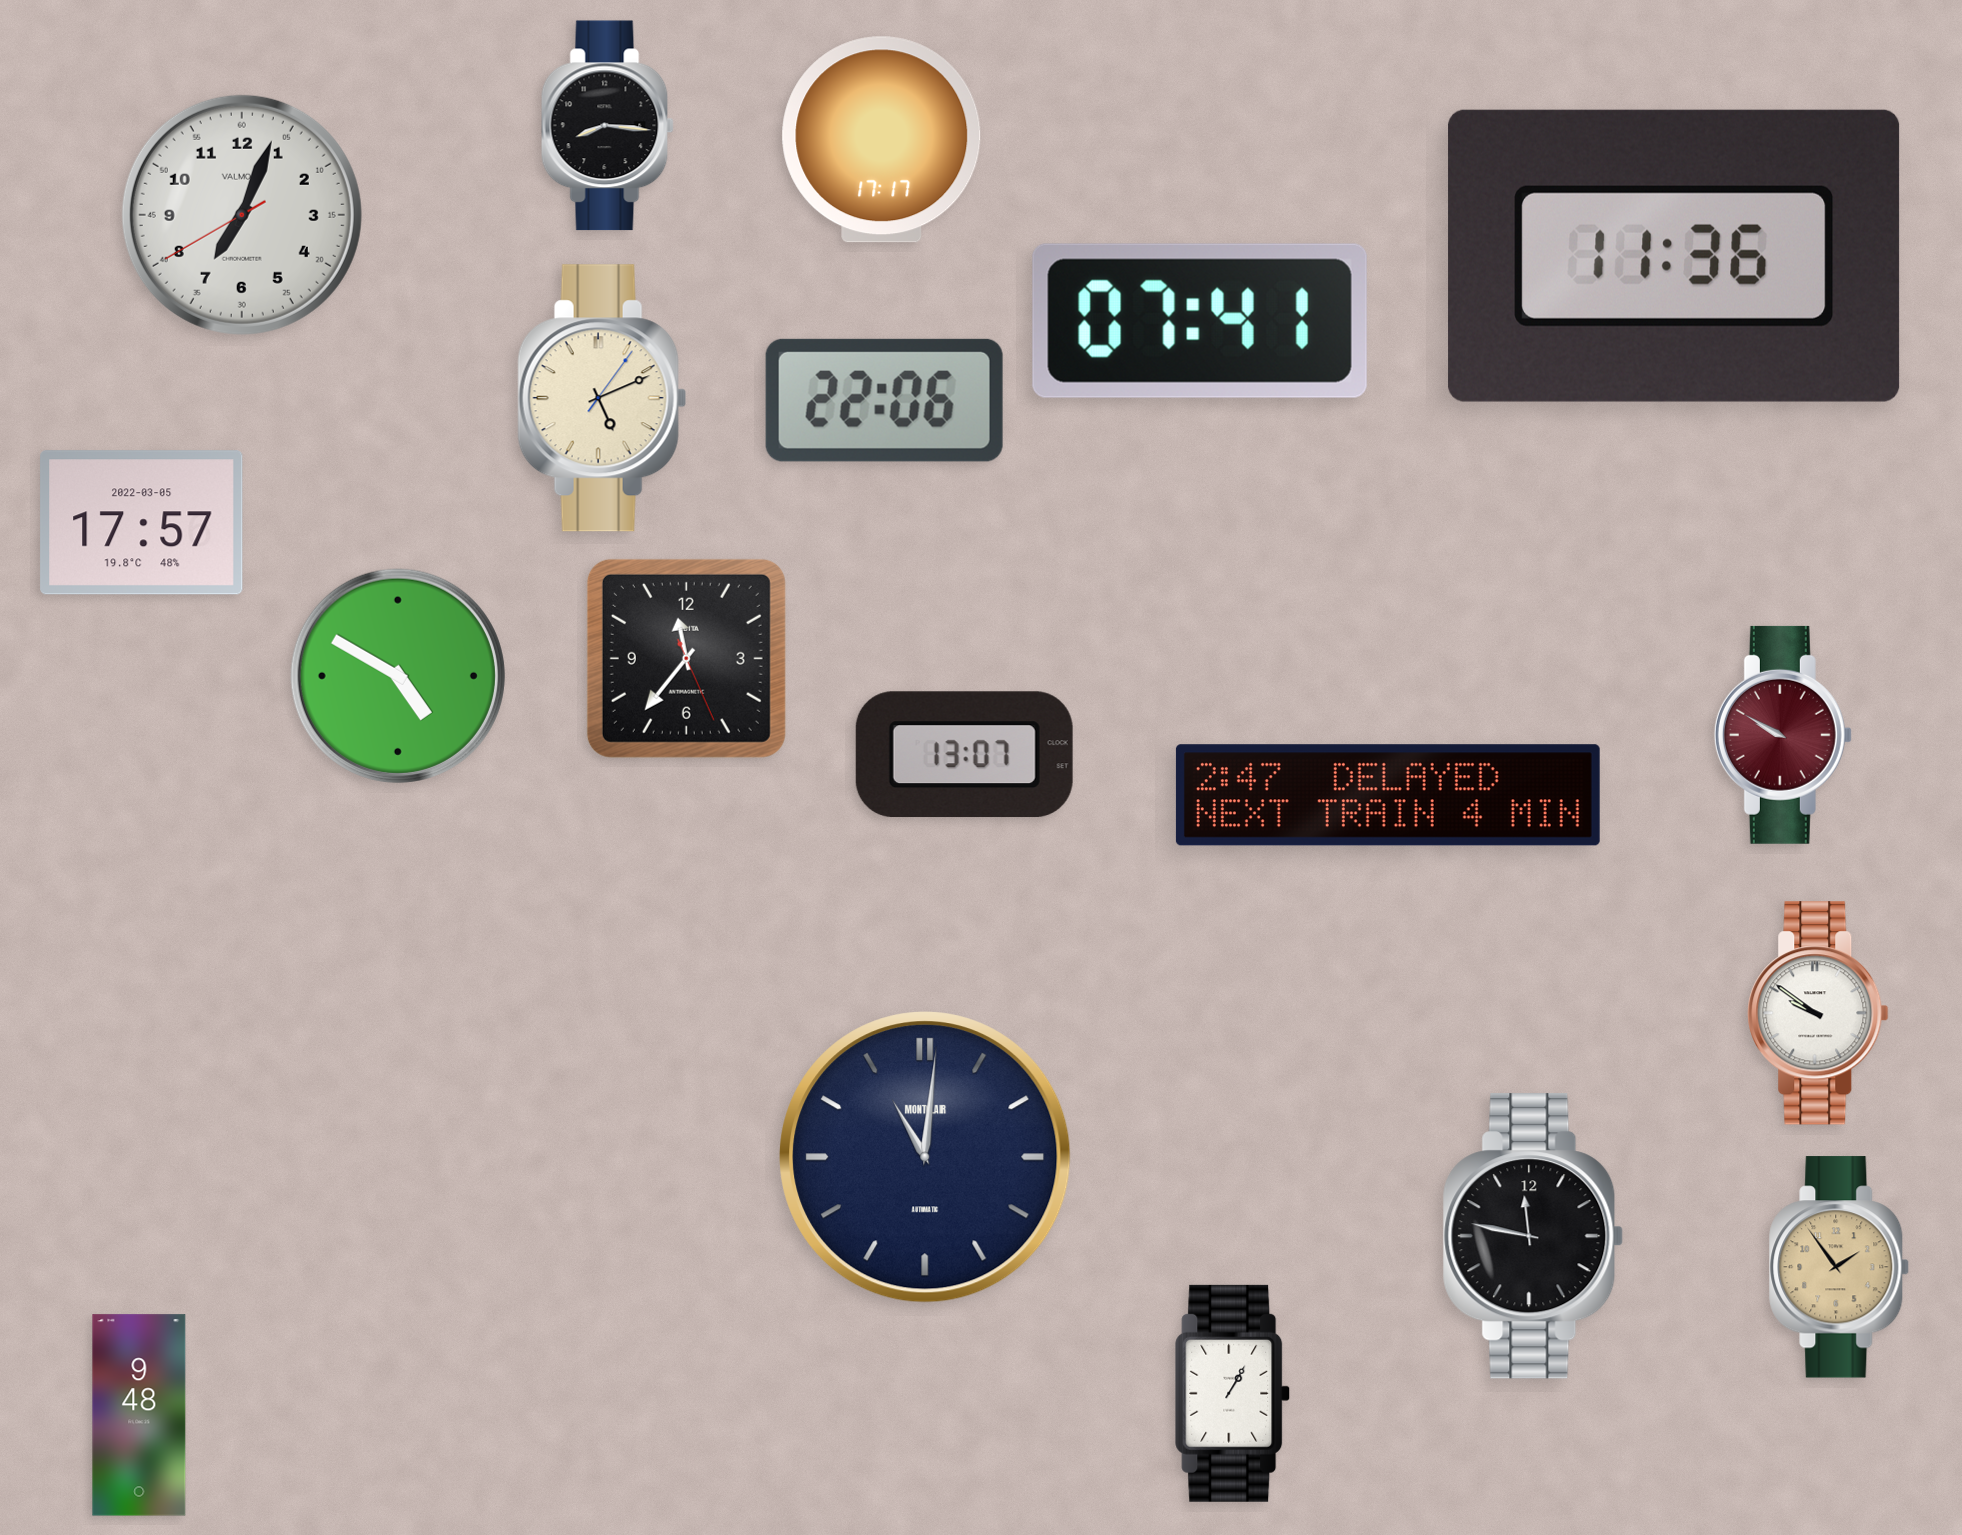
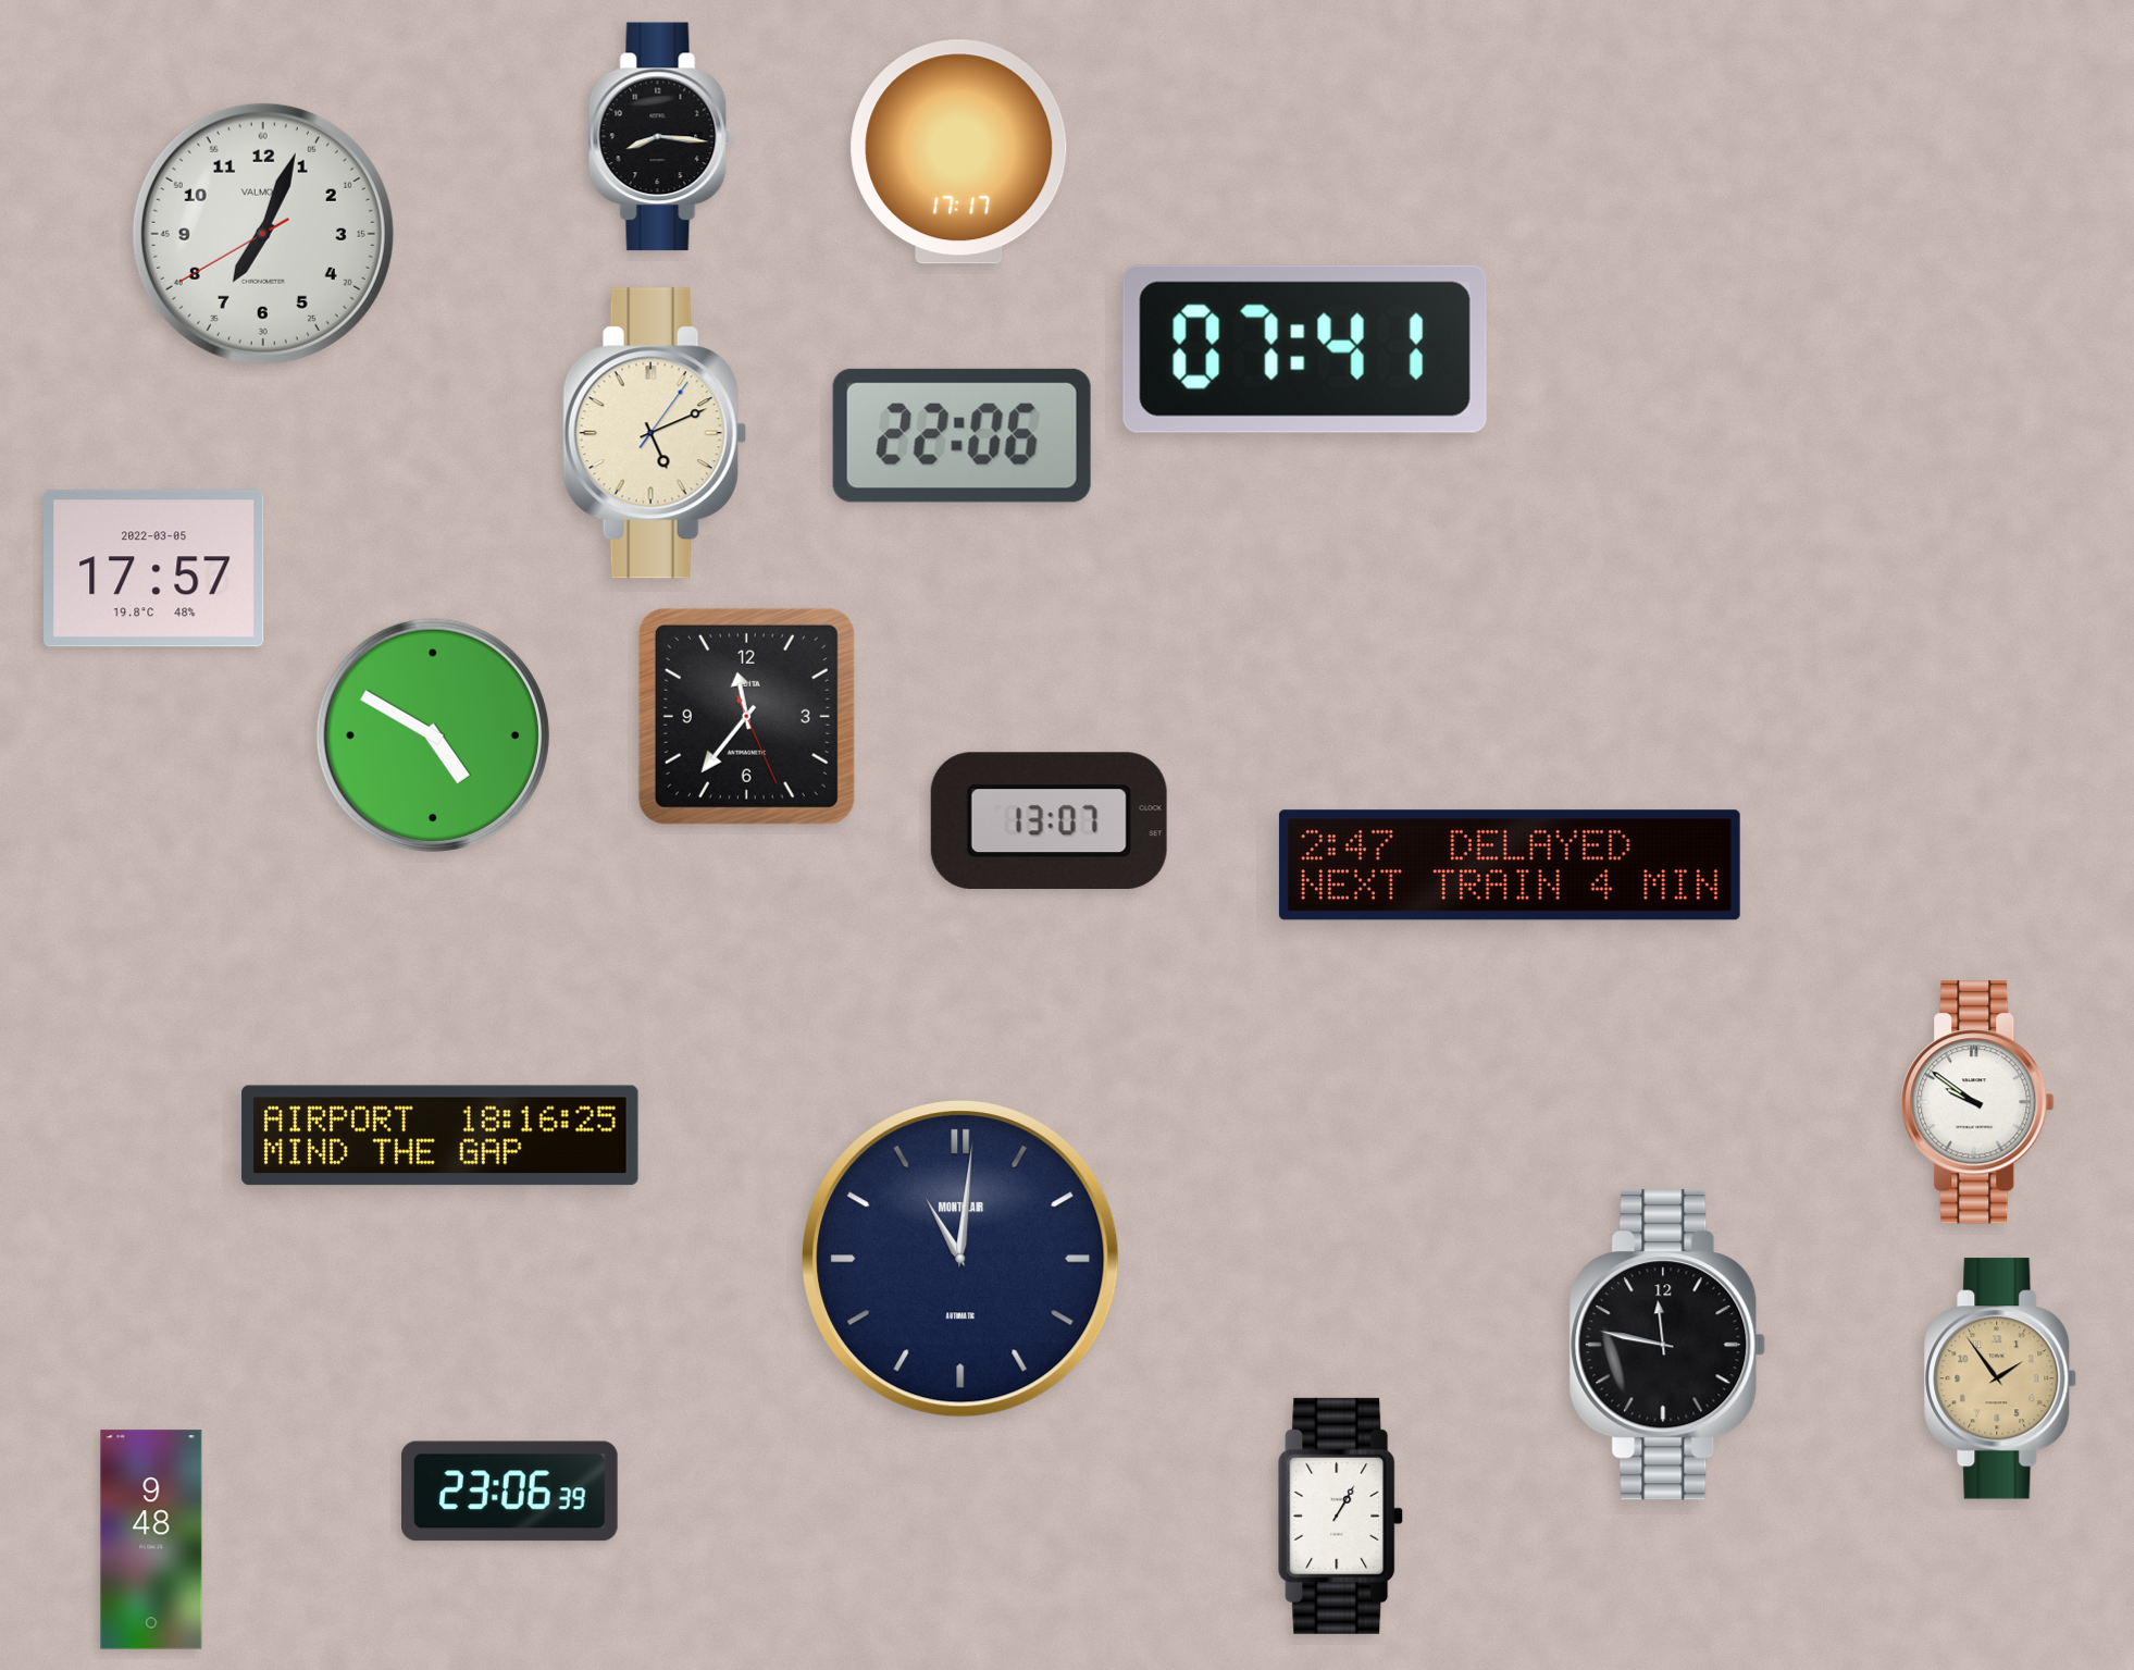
clock at (1674, 256): 11:36 -> none
clock at (1783, 735): 9:50 -> none
clock at (441, 1136): none -> 18:16
clock at (925, 1157) position: (925, 1157) -> (960, 1259)
clock at (510, 1492): none -> 23:06
